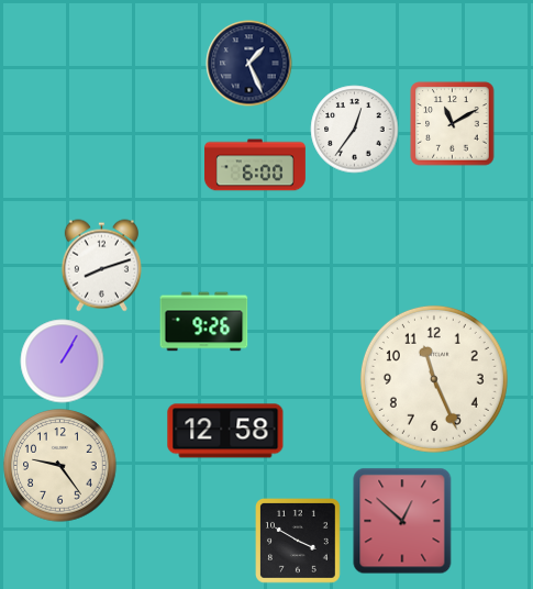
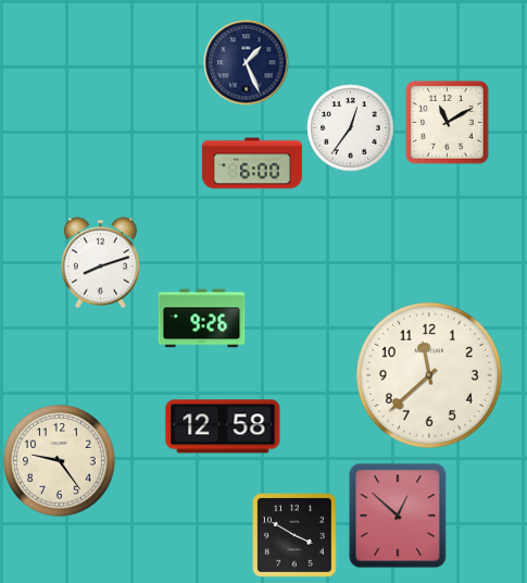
clock at (63, 362): 1:05 -> none
clock at (434, 379): 11:26 -> 11:38
